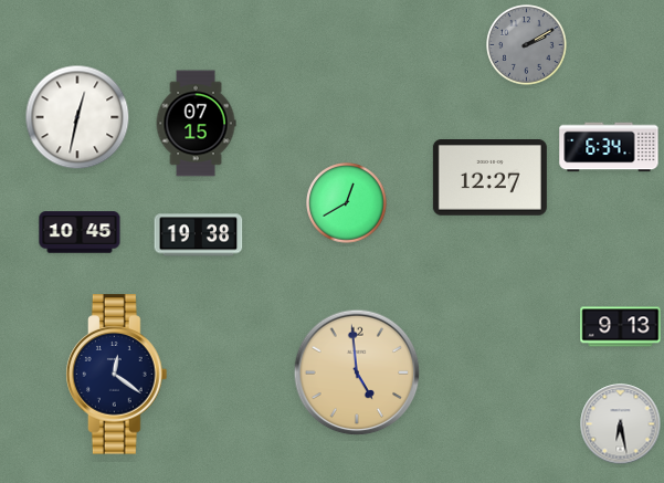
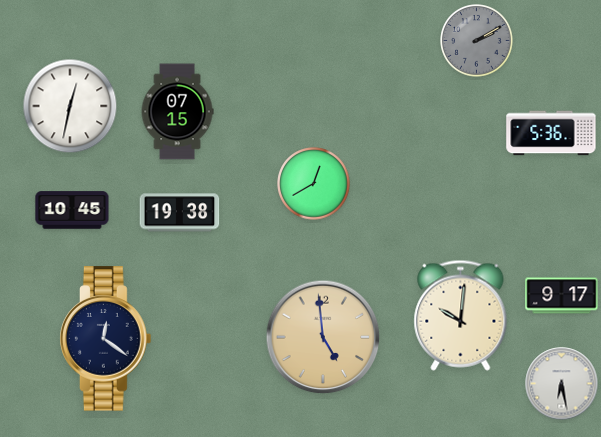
clock at (609, 147): 6:34 -> 5:36
clock at (489, 178): 12:27 -> none
clock at (621, 327): 9:13 -> 9:17
clock at (461, 315): none -> 10:01
